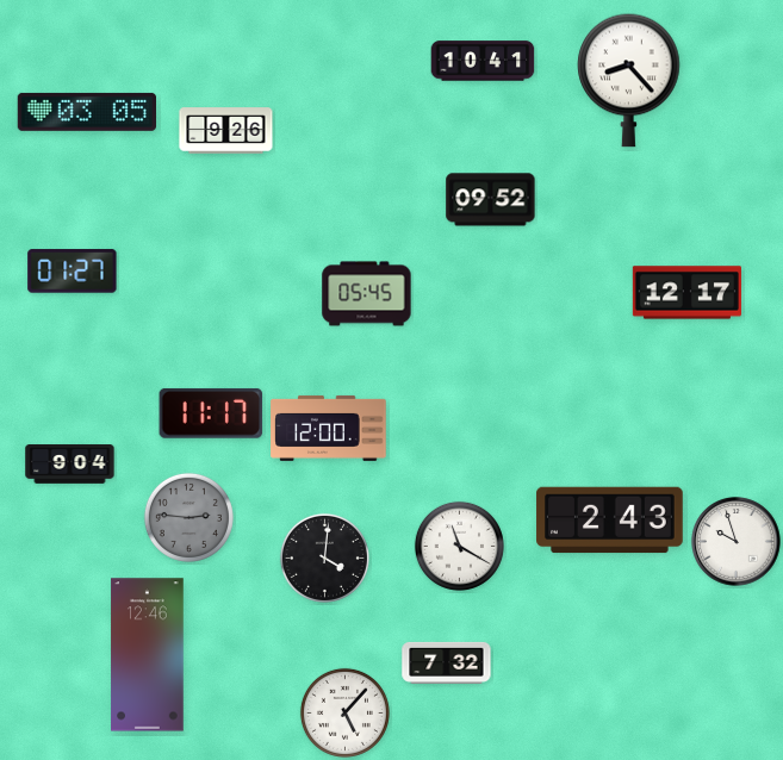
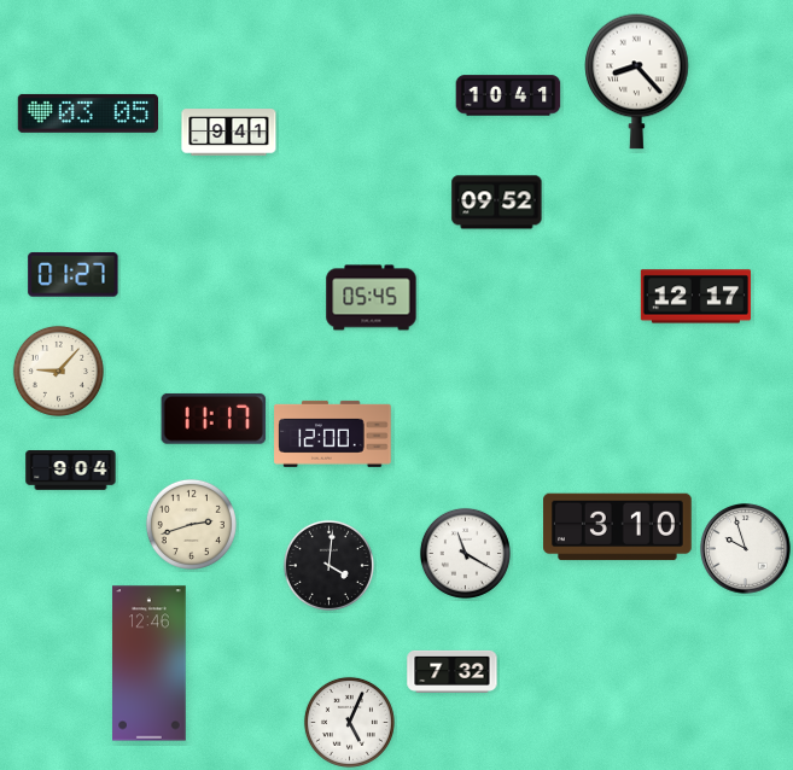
clock at (483, 61) position: (483, 61) -> (508, 95)
clock at (226, 131): 9:26 -> 9:41
clock at (58, 371): none -> 9:07
clock at (188, 517): 2:46 -> 2:42
clock at (188, 517) dial: grey -> cream
clock at (610, 521): 2:43 -> 3:10
clock at (344, 712): 5:07 -> 5:04
